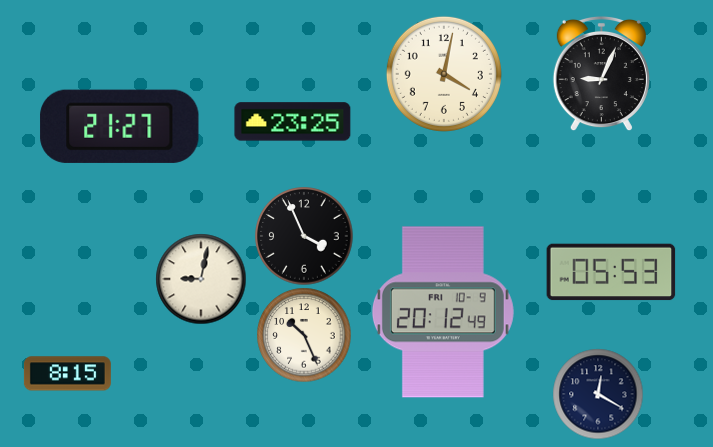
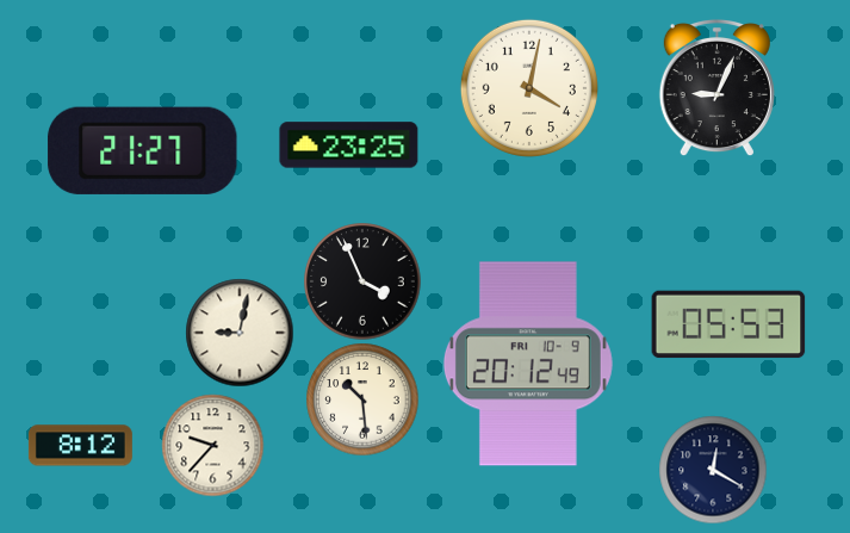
clock at (443, 312) position: (443, 312) -> (528, 364)
clock at (304, 335): 10:26 -> 10:29
clock at (212, 445): none -> 9:37
clock at (67, 374): 8:15 -> 8:12
